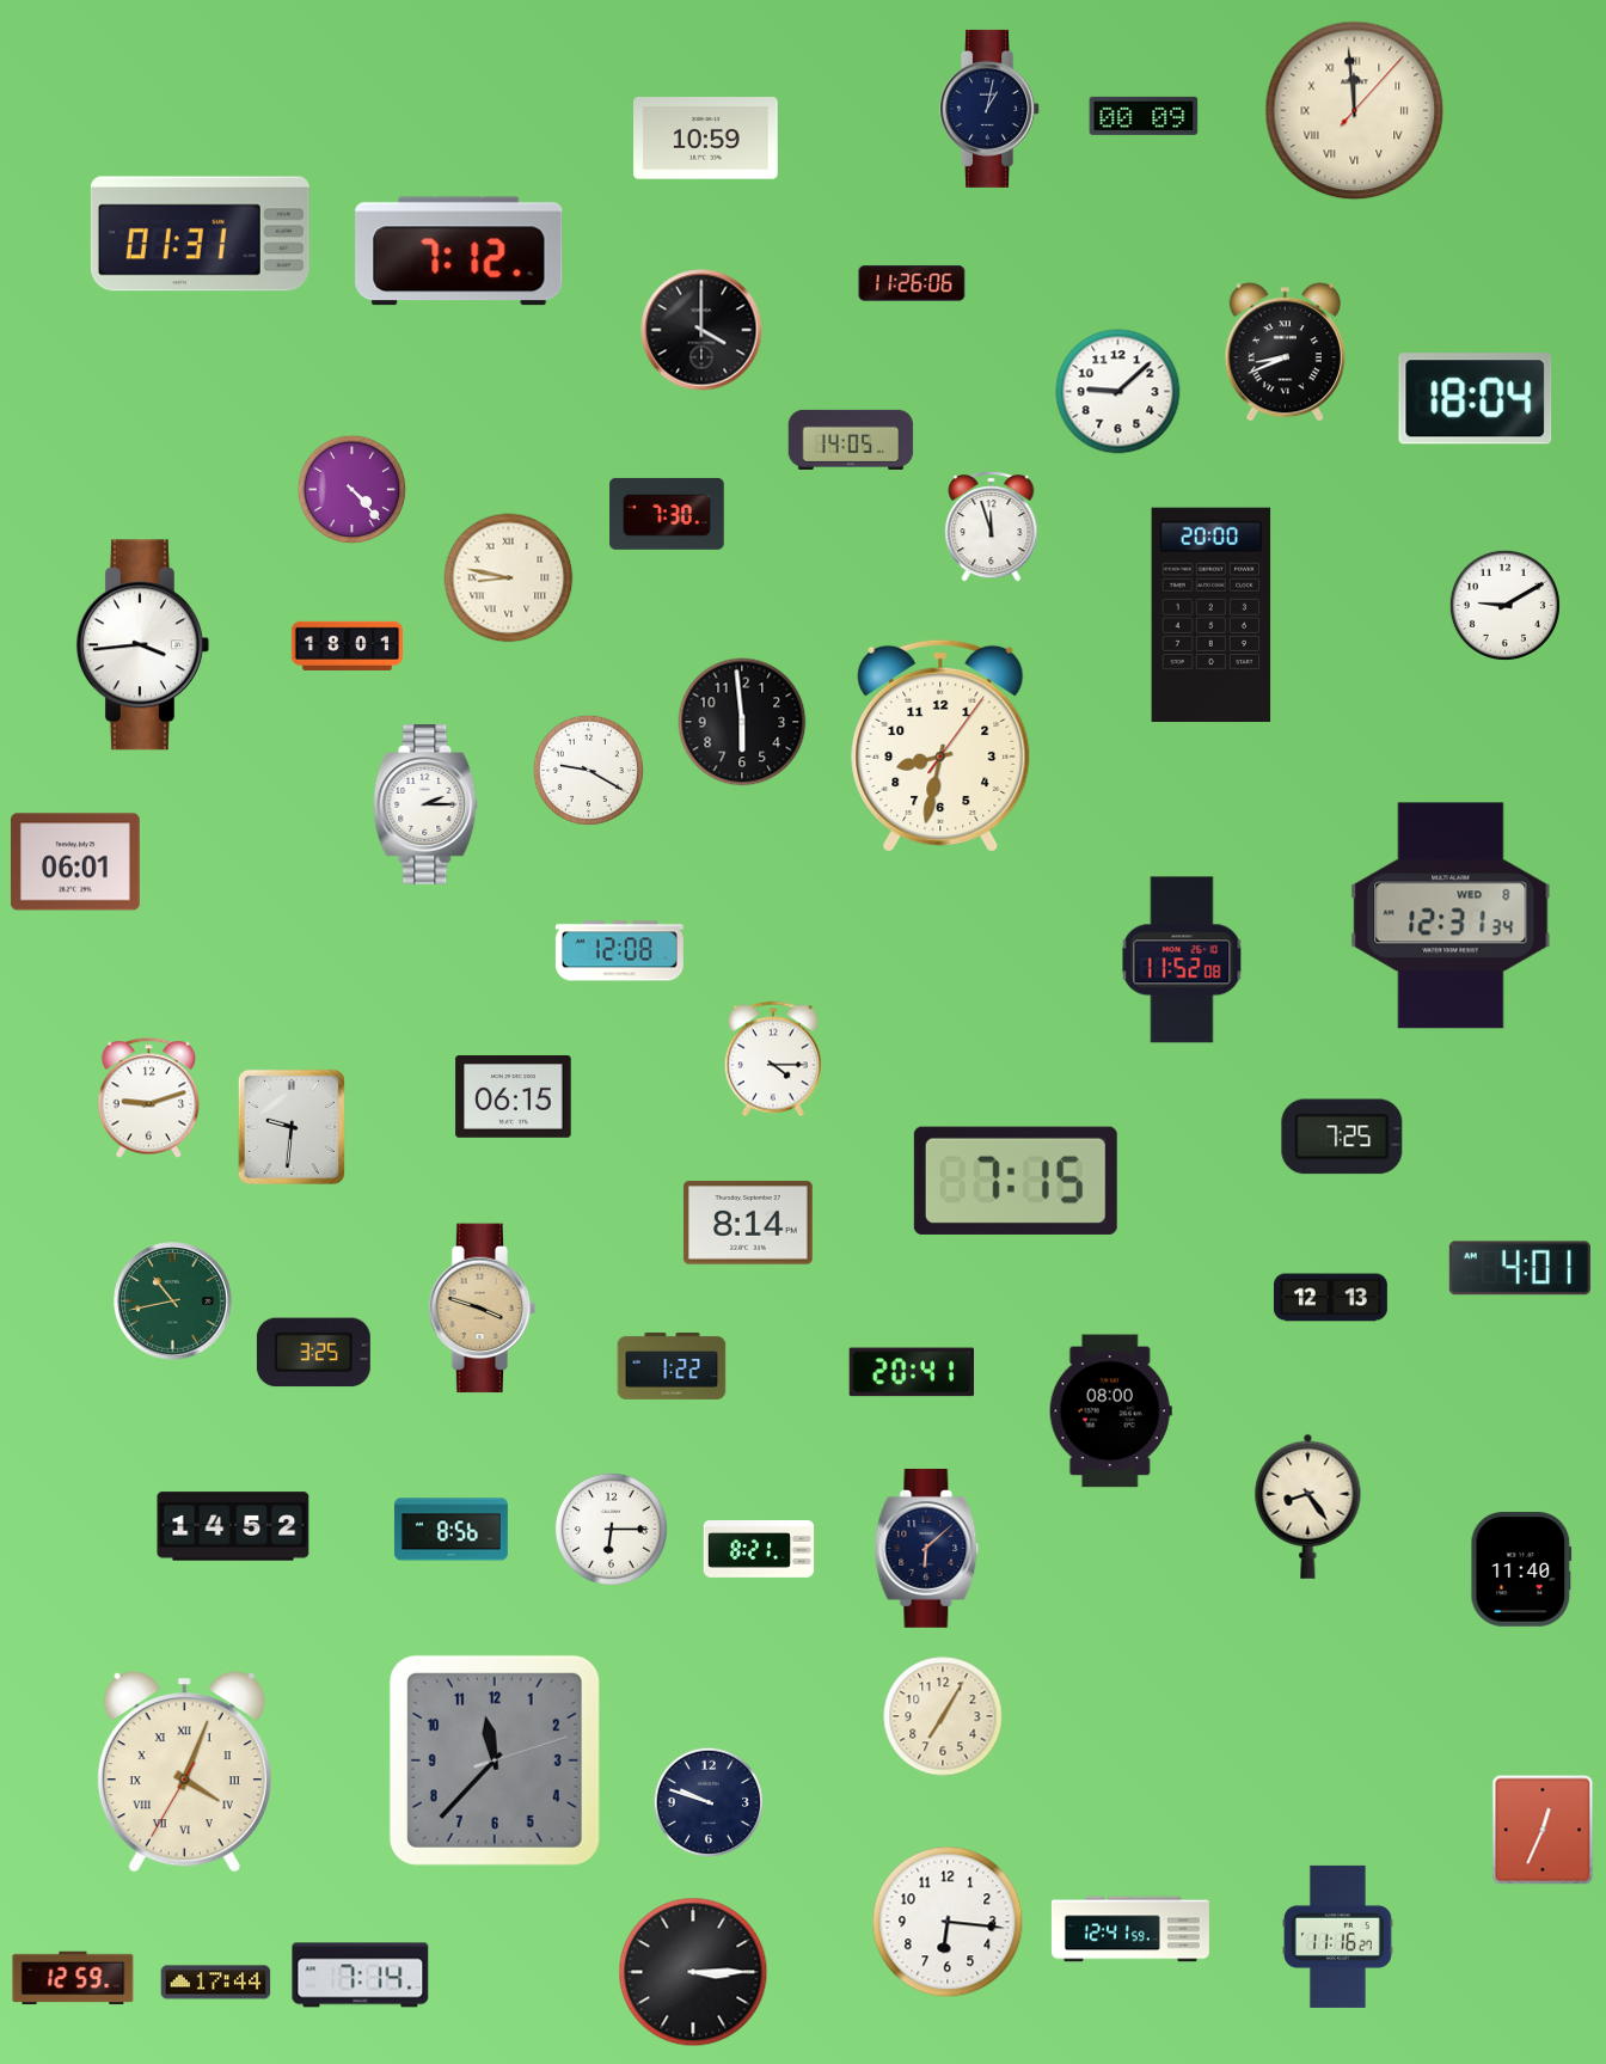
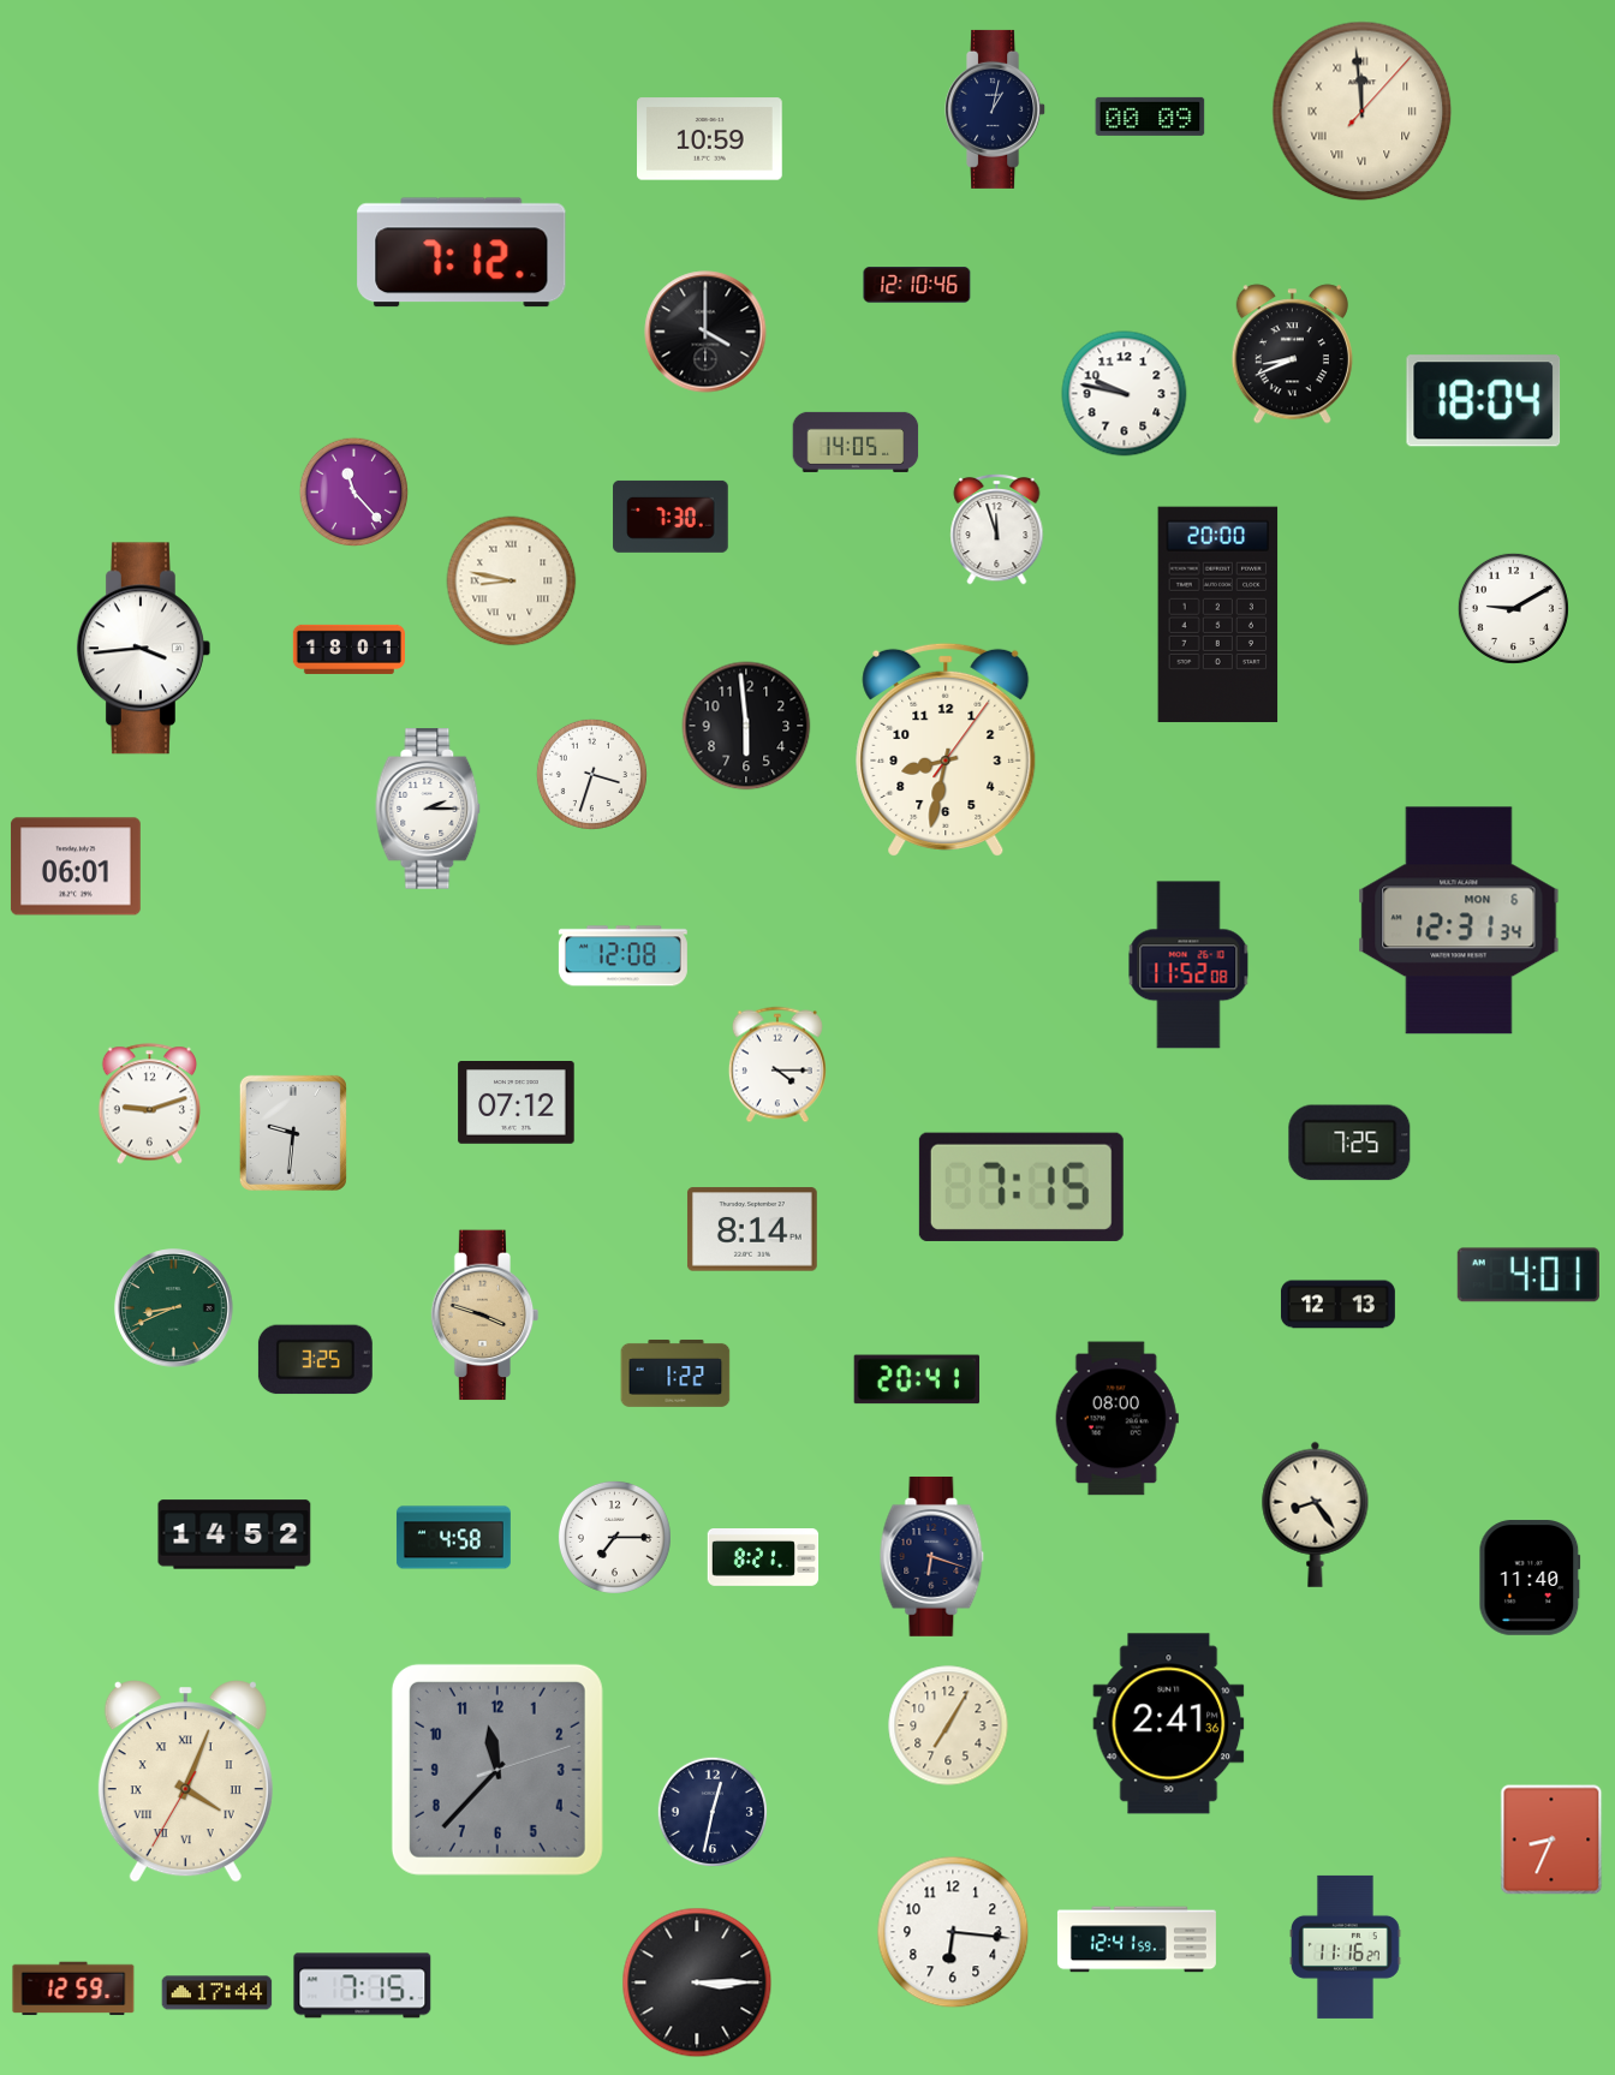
clock at (200, 234): 01:31 -> none
clock at (912, 283): 11:26 -> 12:10
clock at (1118, 392): 9:08 -> 9:47
clock at (353, 490): 4:23 -> 11:23
clock at (1212, 615) position: (1212, 615) -> (1218, 615)
clock at (588, 770): 9:20 -> 3:33
clock at (1451, 915) date: WED 8 -> MON 6
clock at (514, 1097): 06:15 -> 07:12
clock at (173, 1302): 10:43 -> 8:41
clock at (611, 1529): 6:15 -> 7:15
clock at (450, 1530): 8:56 -> 4:58
clock at (927, 1548): 6:08 -> 6:18
clock at (1169, 1724): none -> 2:41
clock at (707, 1801): 9:48 -> 12:32
clock at (1543, 1830): 12:34 -> 8:34
clock at (361, 1976): 7:14 -> 7:15
